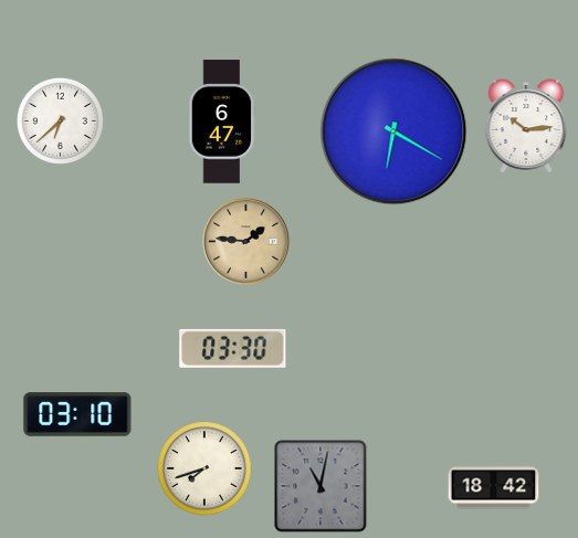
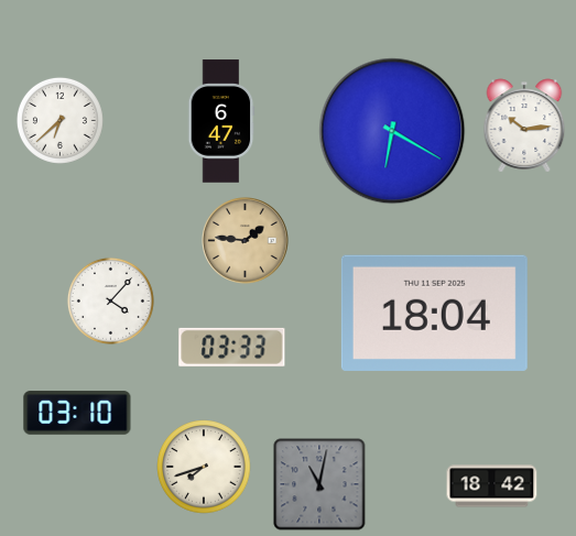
clock at (110, 300): none -> 4:07
clock at (434, 313): none -> 18:04
clock at (233, 348): 03:30 -> 03:33
